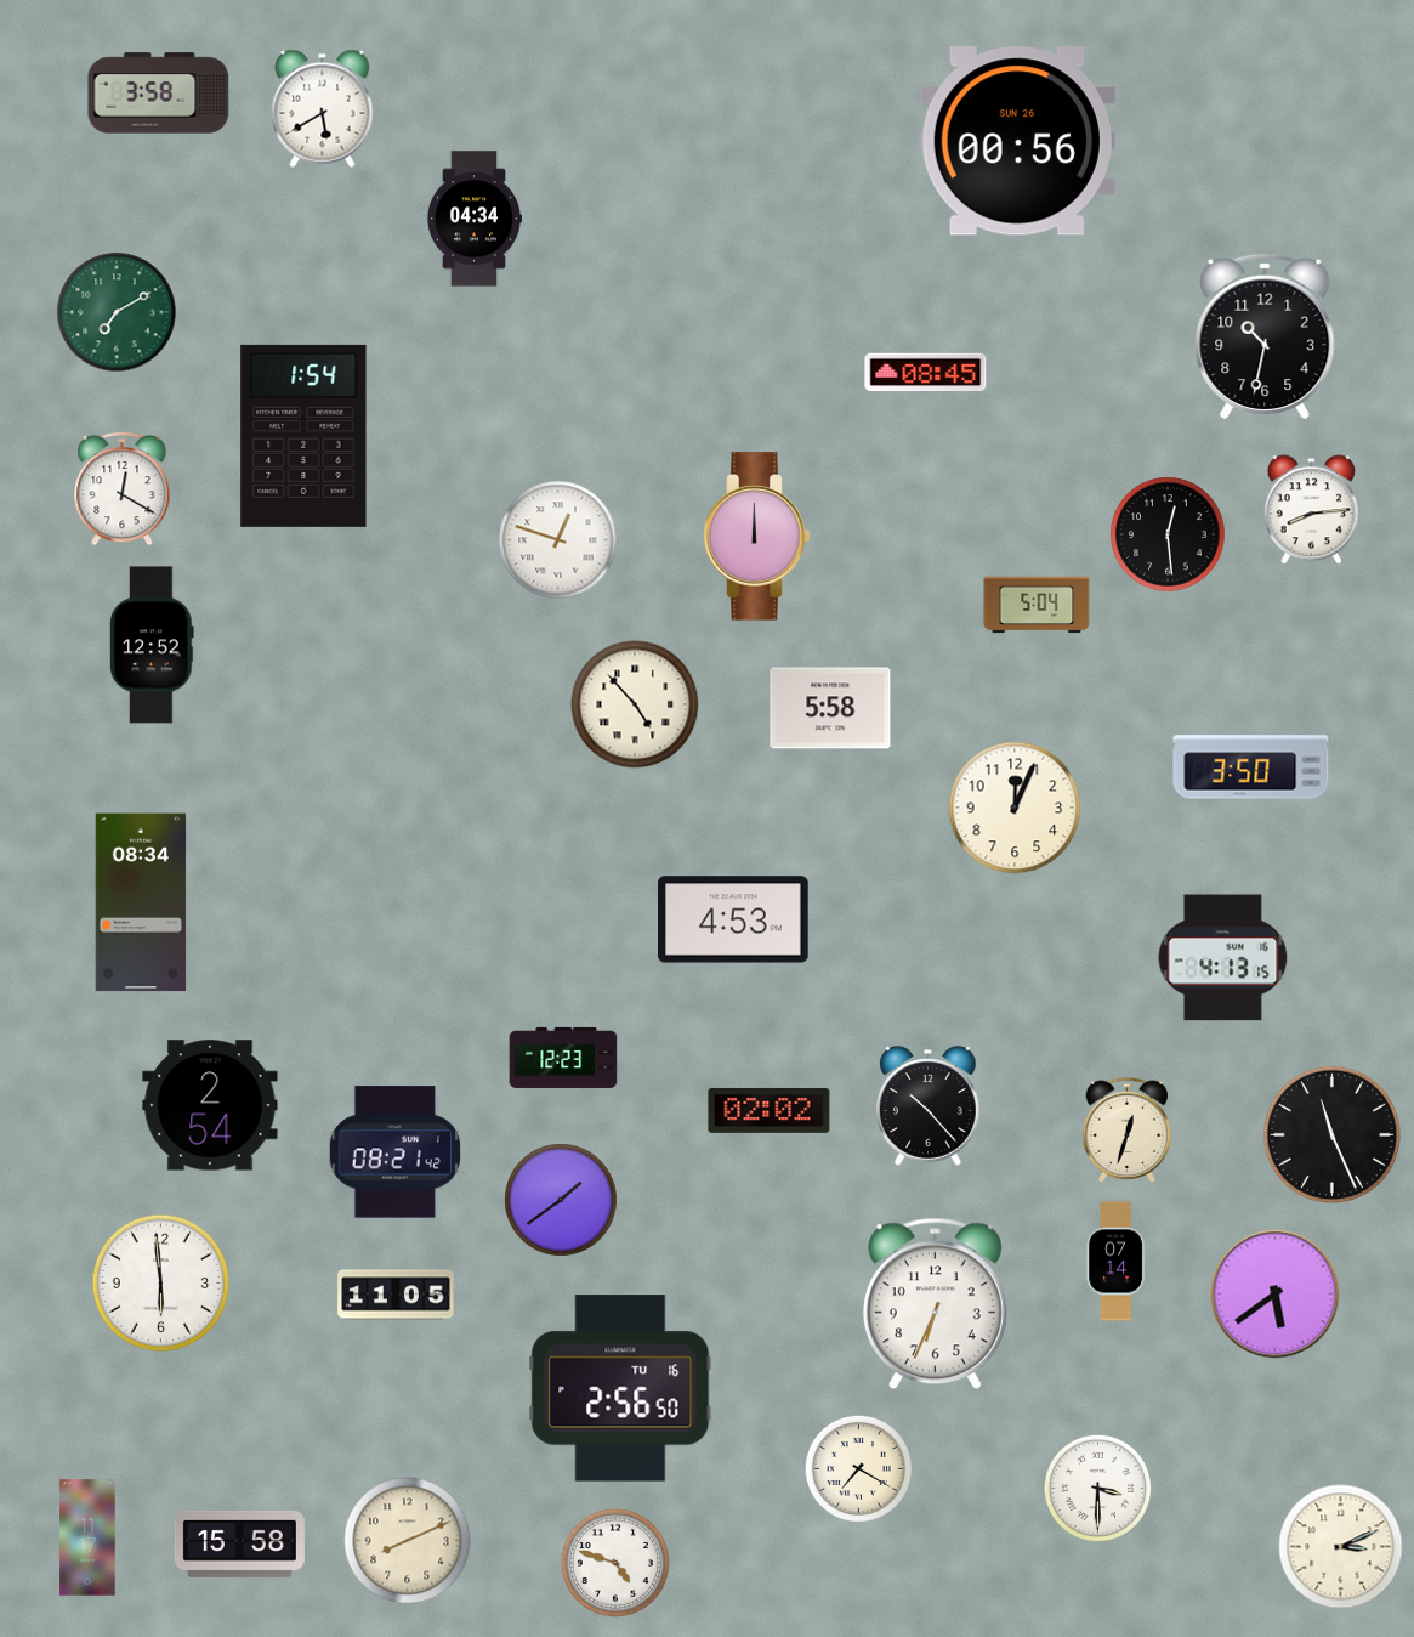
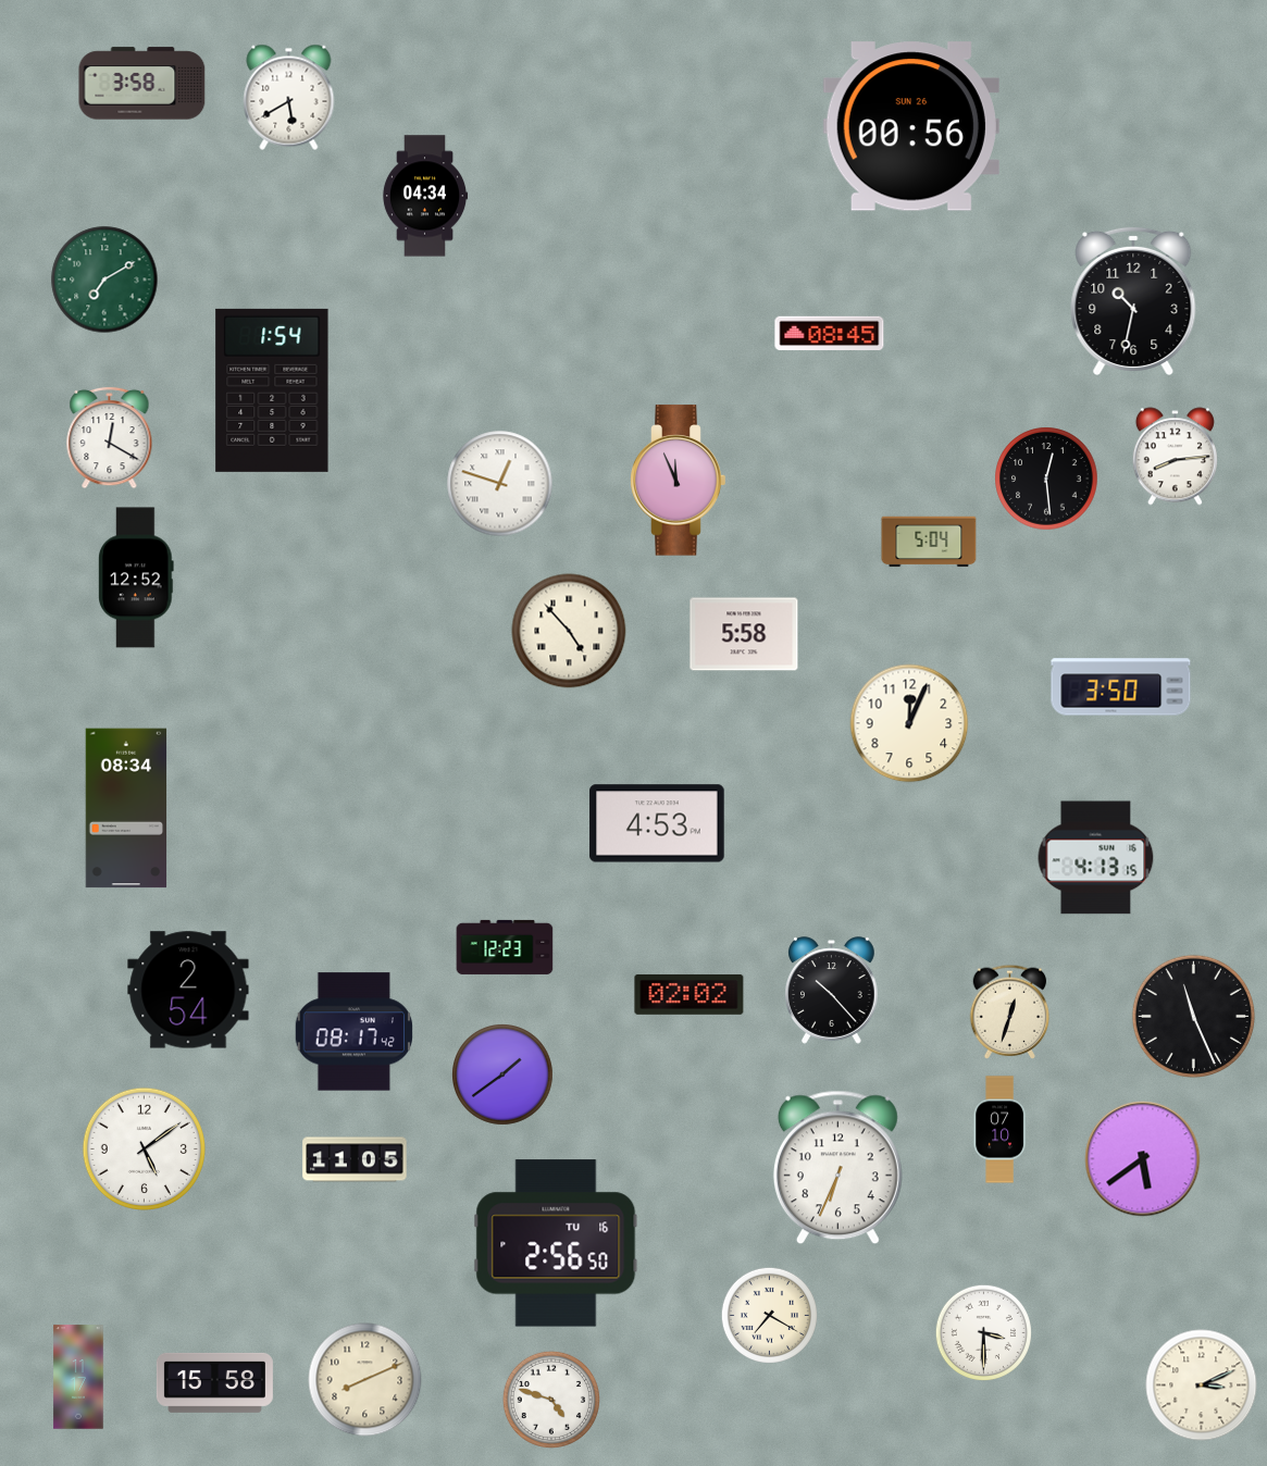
clock at (757, 537): 12:00 -> 11:56
clock at (394, 1152): 08:21 -> 08:17
clock at (1115, 1262): 07:14 -> 07:10
clock at (160, 1282): 5:59 -> 5:09
